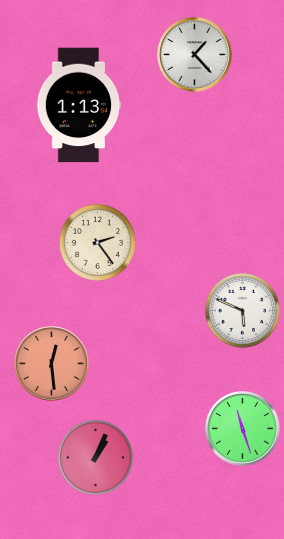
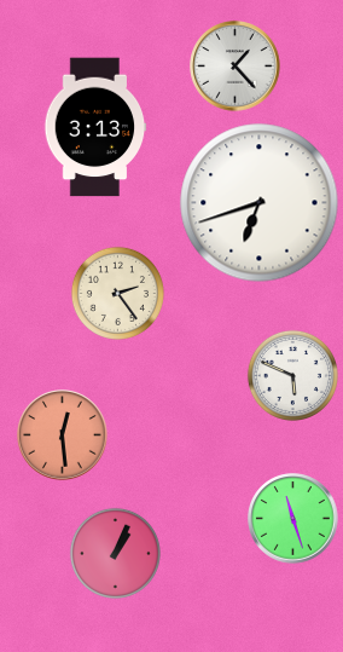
clock at (79, 105): 1:13 -> 3:13
clock at (260, 203): none -> 6:42
clock at (52, 364) position: (52, 364) -> (63, 435)
